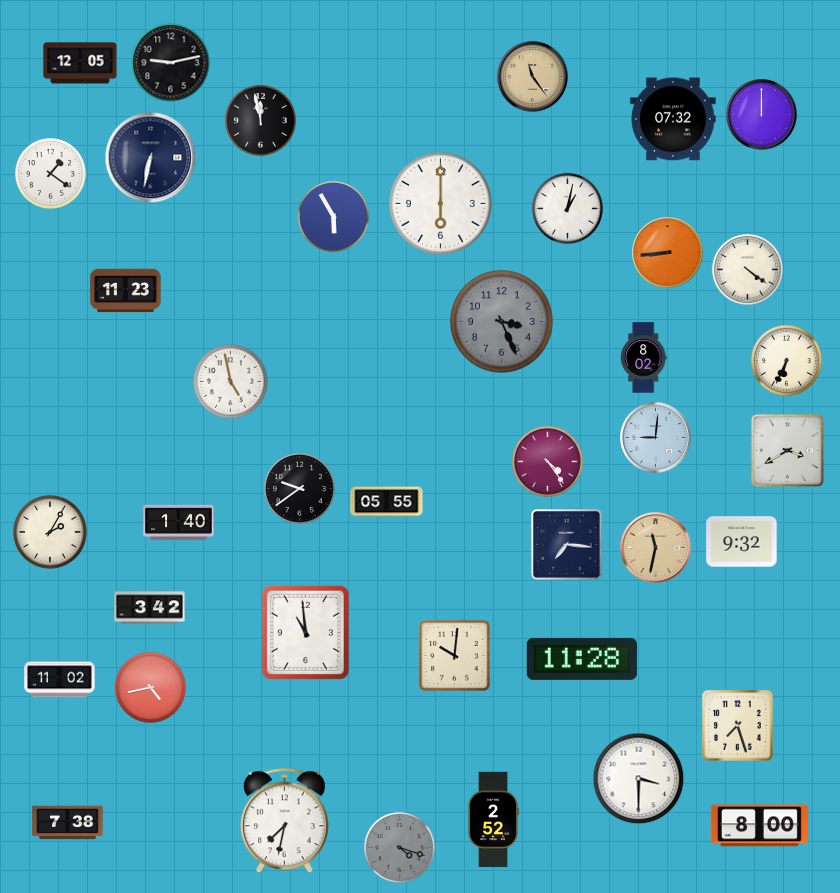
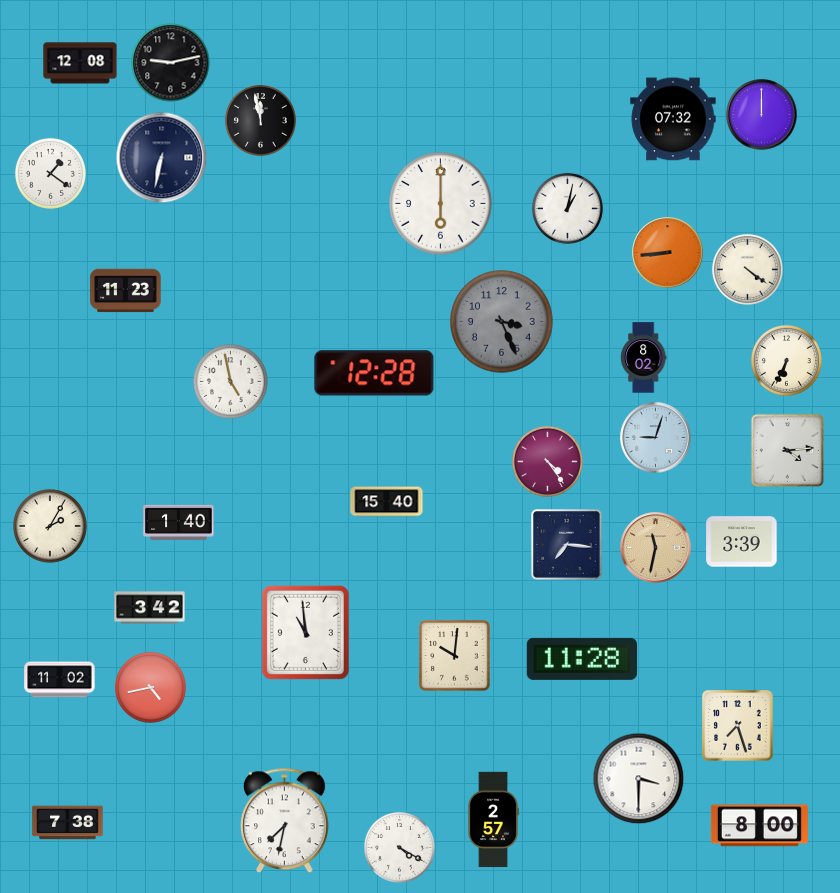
clock at (80, 63): 12:05 -> 12:08
clock at (533, 77): 11:24 -> none
clock at (151, 158) position: (151, 158) -> (162, 158)
clock at (333, 216): 5:55 -> none
clock at (374, 373): none -> 12:28
clock at (656, 438): 9:01 -> 9:03
clock at (787, 450): 3:40 -> 4:14
clock at (299, 488): 9:39 -> none
clock at (387, 502): 05:55 -> 15:40
clock at (50, 532) position: (50, 532) -> (50, 526)
clock at (742, 542): 9:32 -> 3:39
clock at (493, 820): 2:52 -> 2:57
clock at (399, 847): 4:18 -> 4:20
clock at (399, 847) dial: grey -> white
